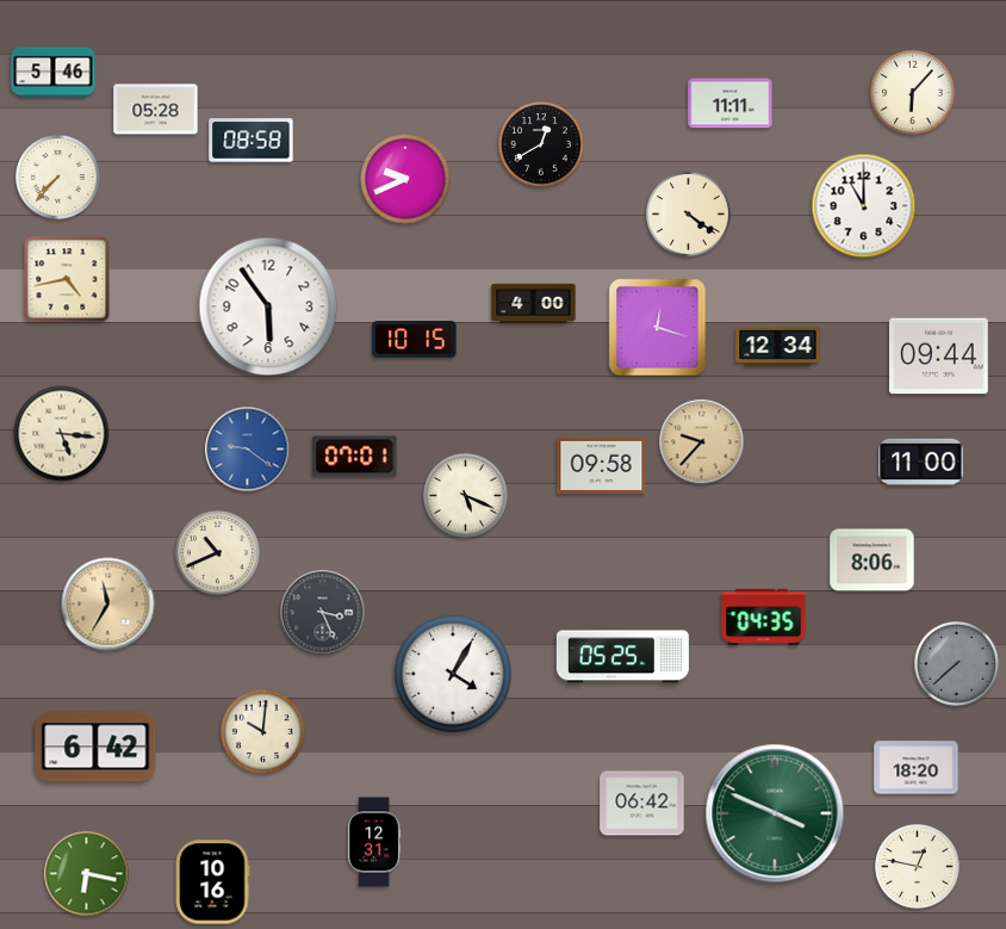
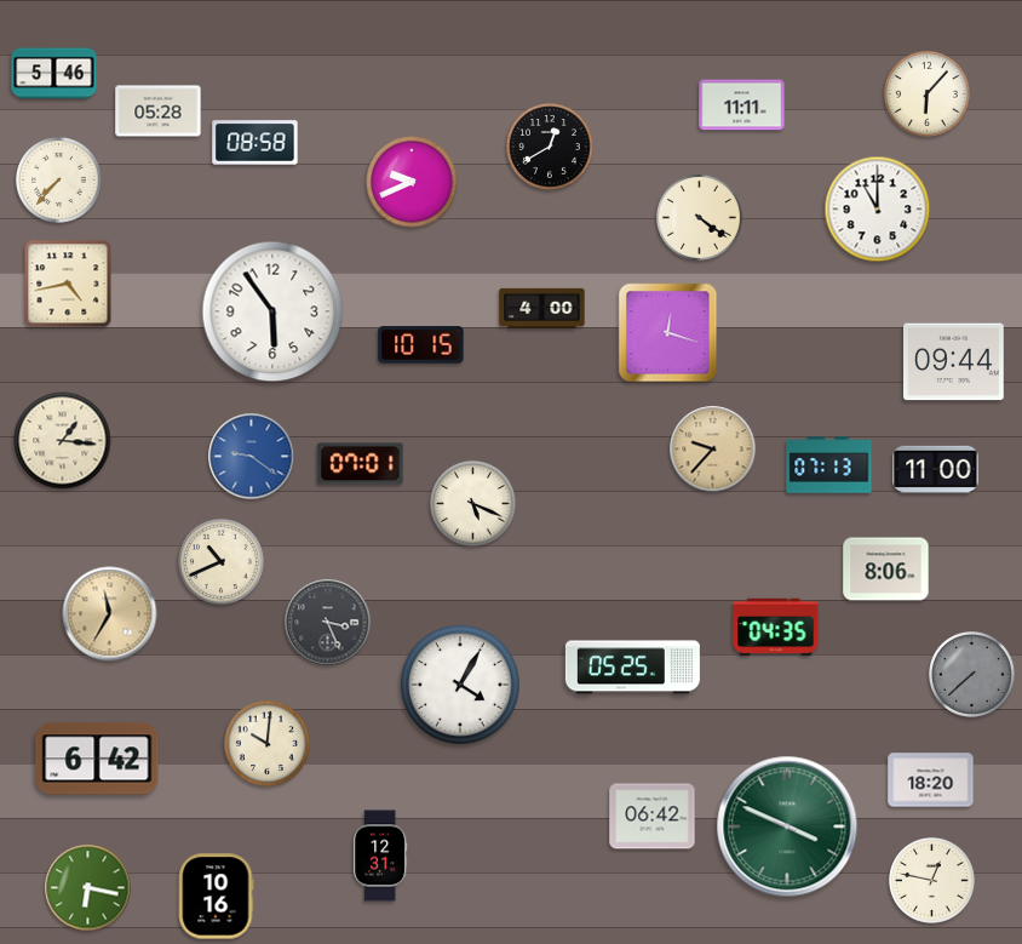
clock at (778, 346): 12:34 -> none
clock at (62, 434): 5:16 -> 1:16
clock at (829, 465): none -> 07:13
clock at (602, 465): 09:58 -> none
